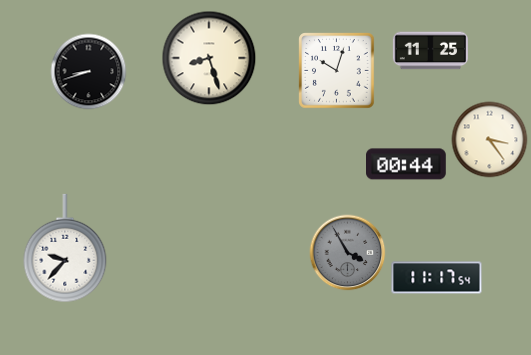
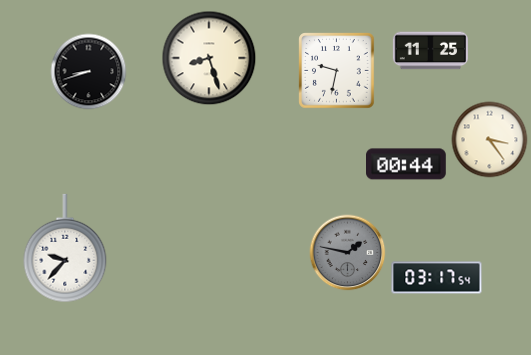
clock at (337, 71): 10:03 -> 9:32
clock at (348, 253): 3:55 -> 1:47
clock at (437, 278): 11:17 -> 03:17
